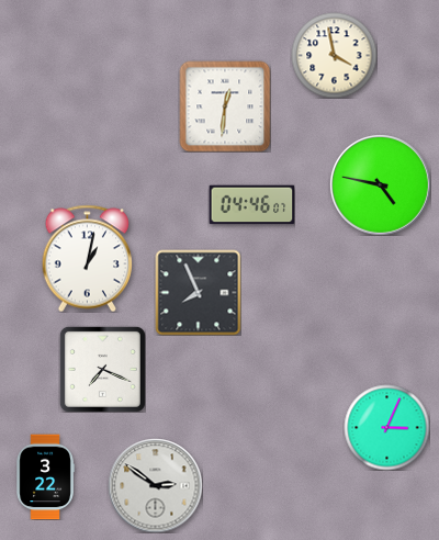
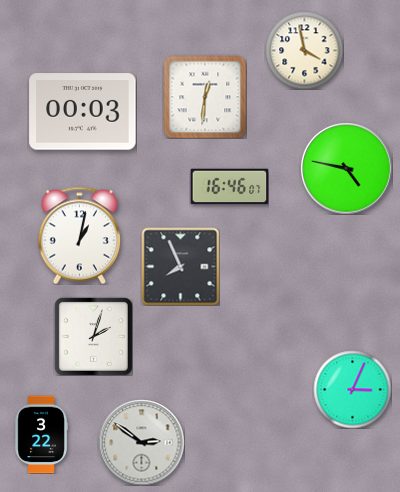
clock at (83, 112): none -> 00:03
clock at (251, 205): 04:46 -> 16:46
clock at (102, 369): 7:19 -> 2:03
